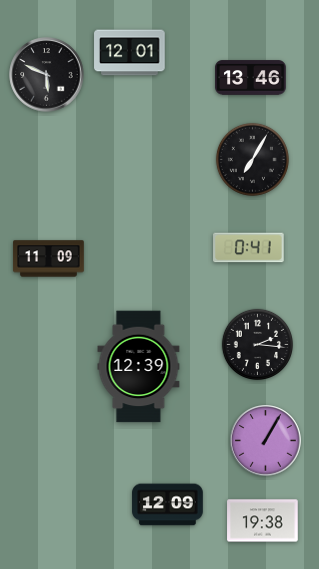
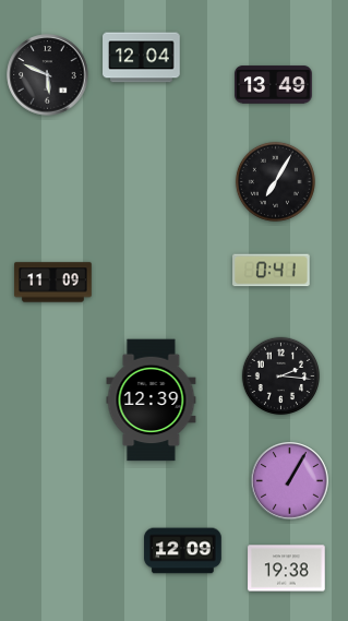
clock at (130, 53): 12:01 -> 12:04
clock at (47, 75) position: (47, 75) -> (48, 75)
clock at (251, 78): 13:46 -> 13:49
clock at (252, 159) position: (252, 159) -> (275, 181)
